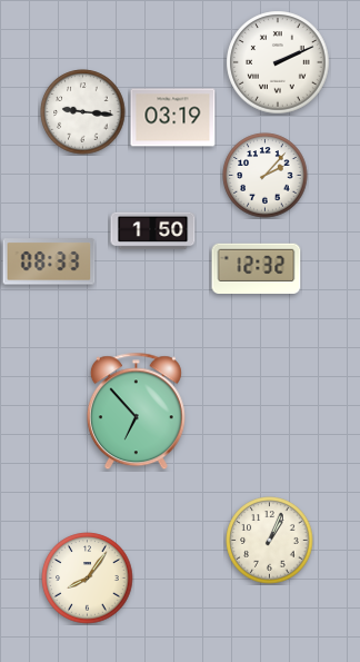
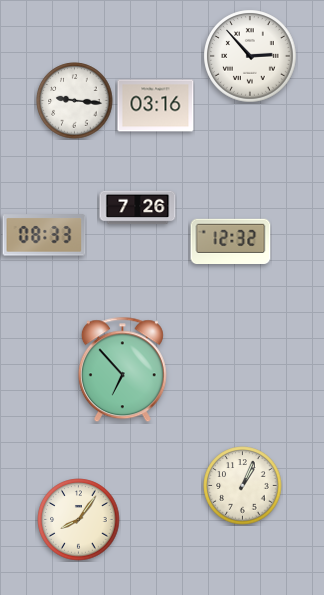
clock at (278, 62): 2:11 -> 2:53
clock at (173, 118): 03:19 -> 03:16
clock at (266, 176): 2:07 -> none
clock at (153, 231): 1:50 -> 7:26
